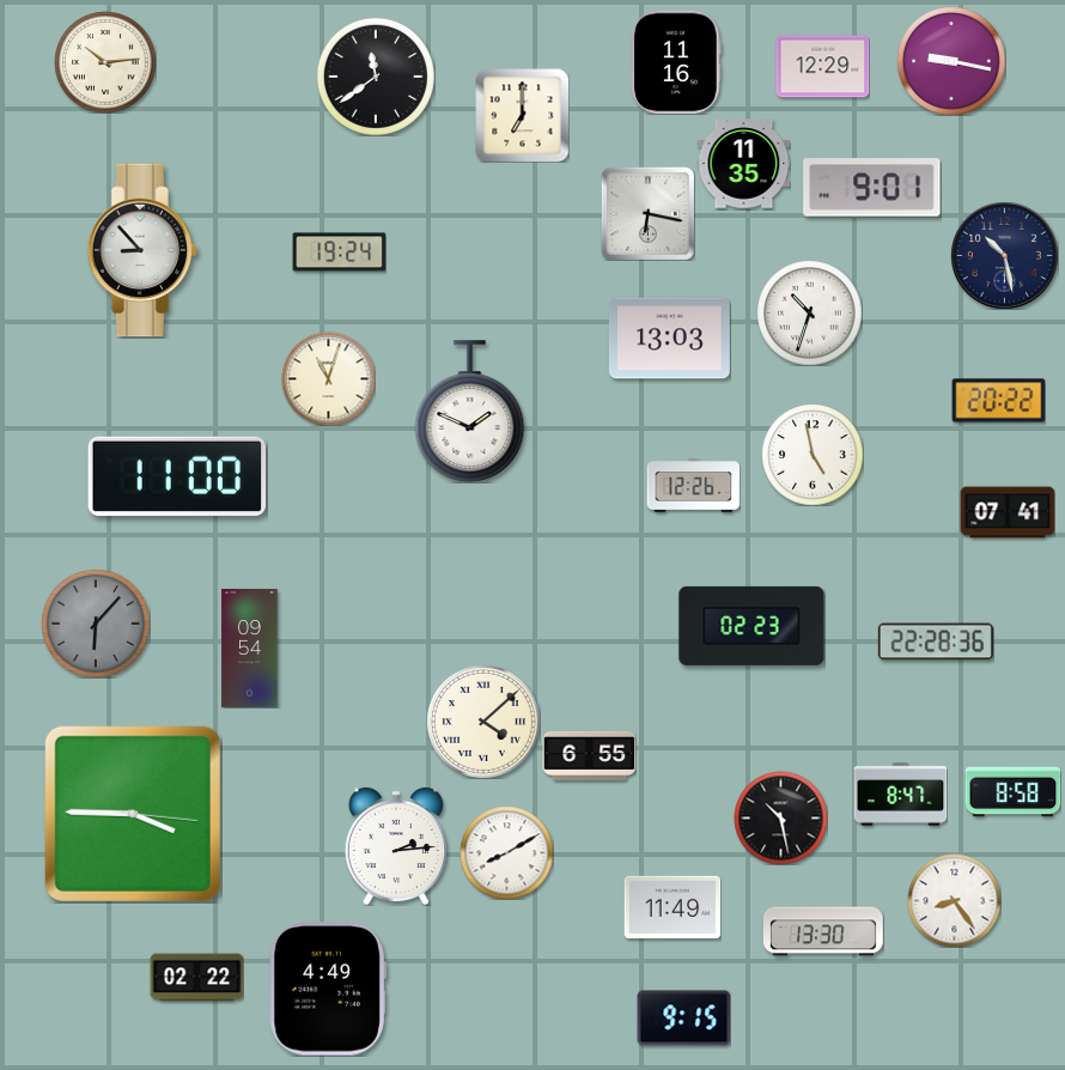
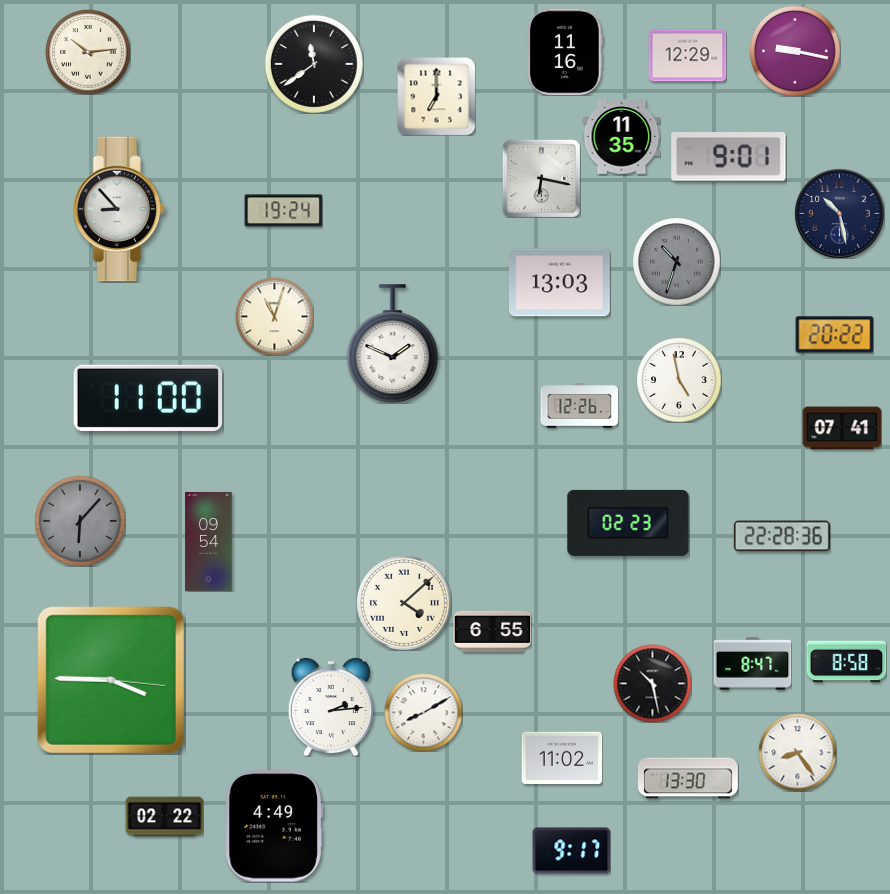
clock at (809, 312) dial: white -> grey
clock at (673, 907): 11:49 -> 11:02
clock at (683, 1019): 9:15 -> 9:17
